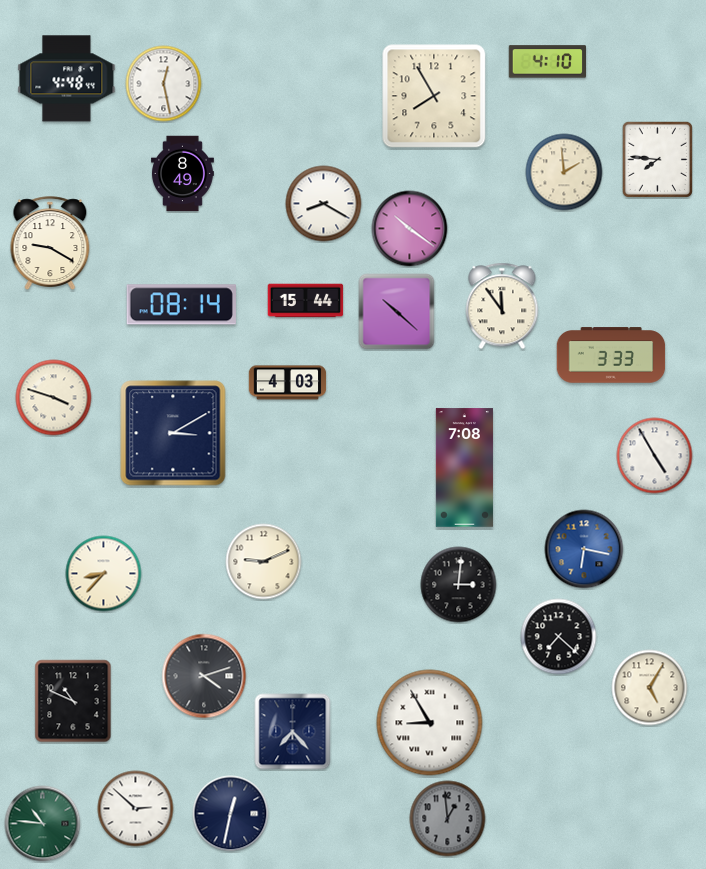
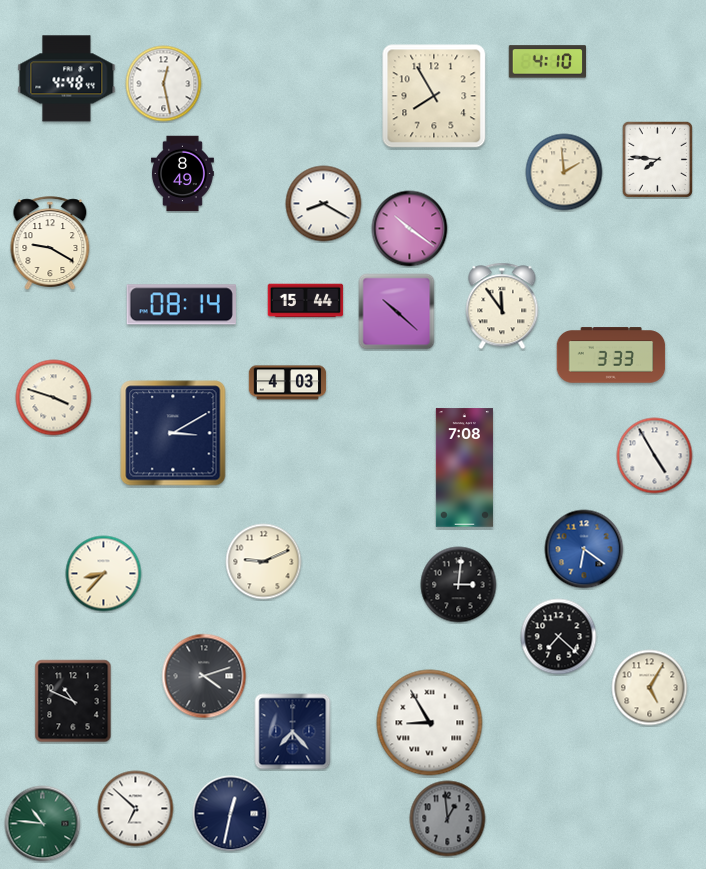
clock at (584, 549): 6:17 -> 6:21
clock at (136, 809): 2:52 -> 6:52
